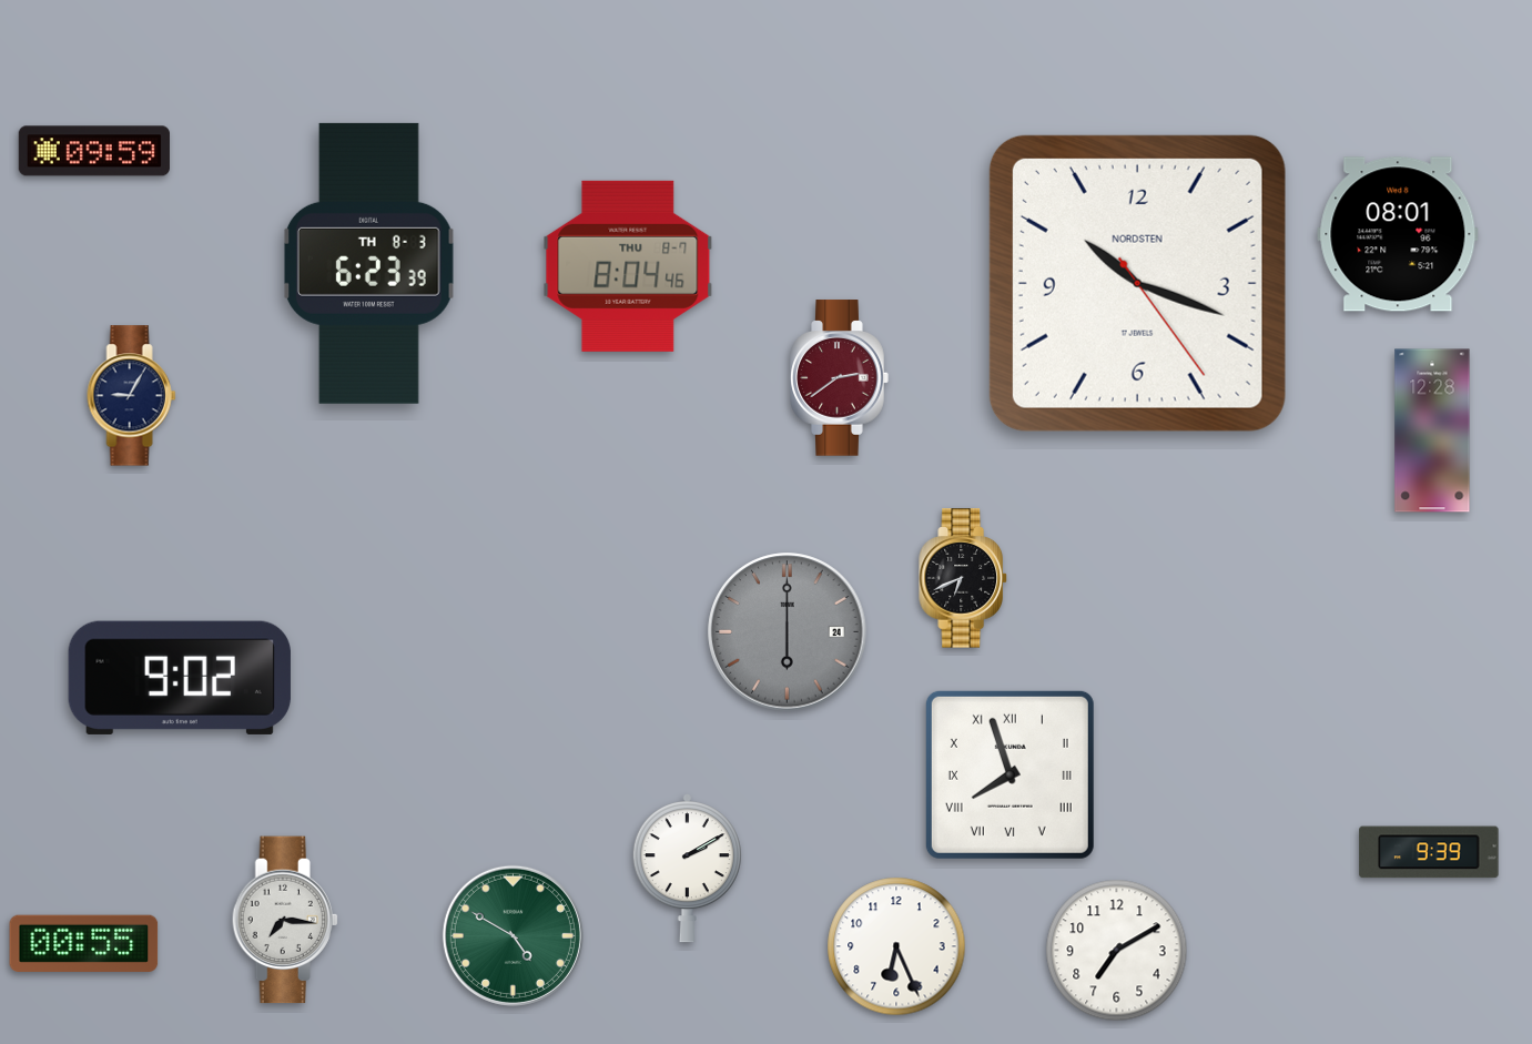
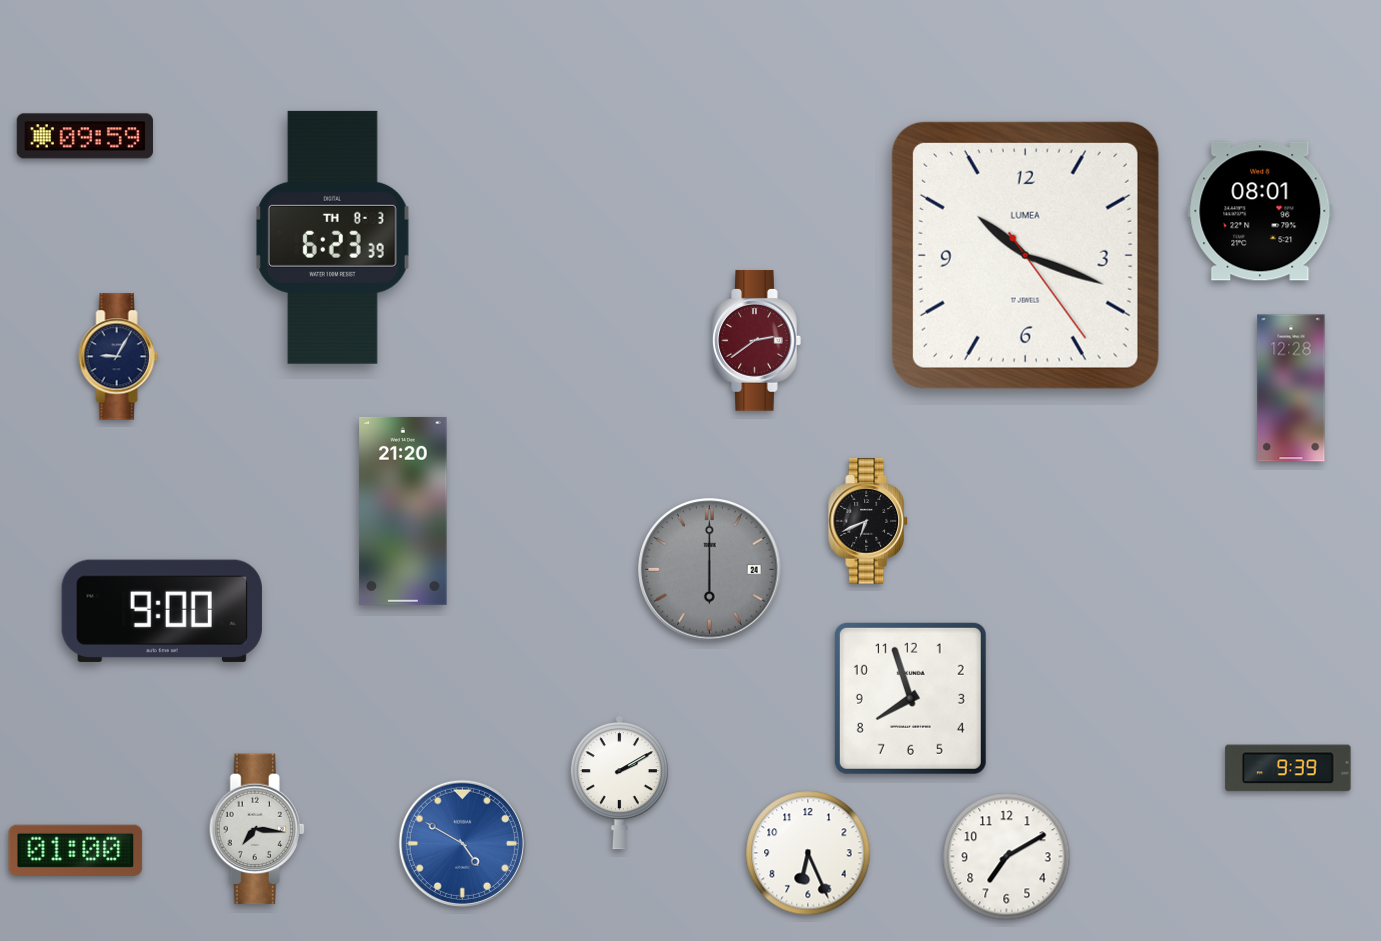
clock at (628, 266): 8:04 -> none
clock at (1137, 283) brand: NORDSTEN -> LUMEA
clock at (403, 511): none -> 21:20
clock at (180, 678): 9:02 -> 9:00
clock at (1010, 774) numerals: Roman -> Arabic
clock at (513, 935) dial: green -> blue
clock at (84, 943): 00:55 -> 01:00
